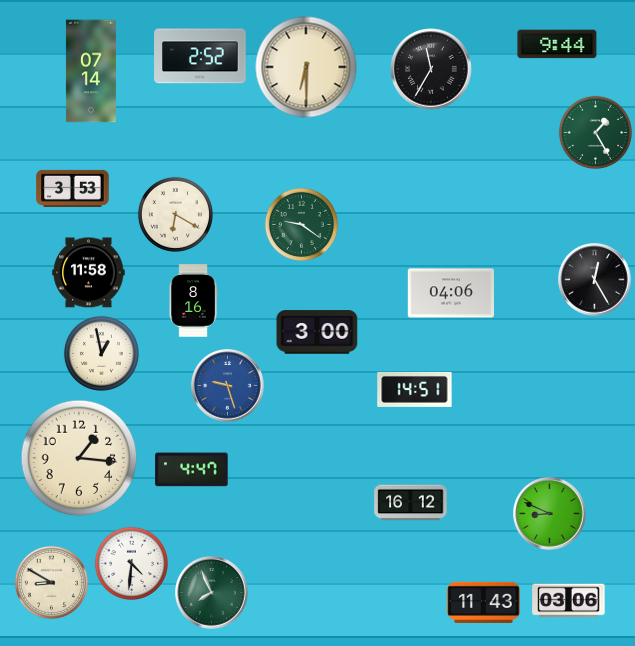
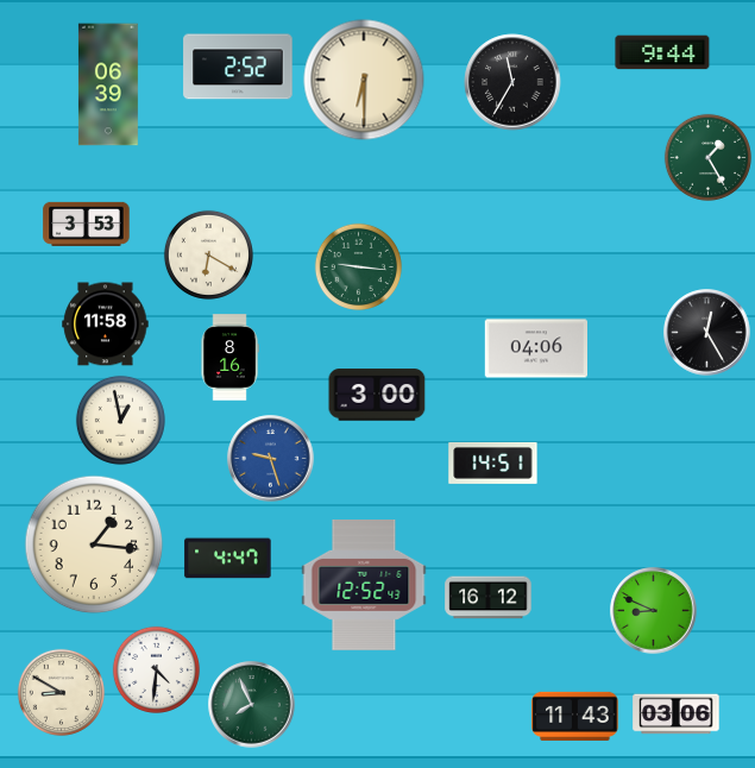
clock at (91, 71): 07:14 -> 06:39
clock at (301, 224): 9:21 -> 9:16
clock at (364, 586): none -> 12:52
